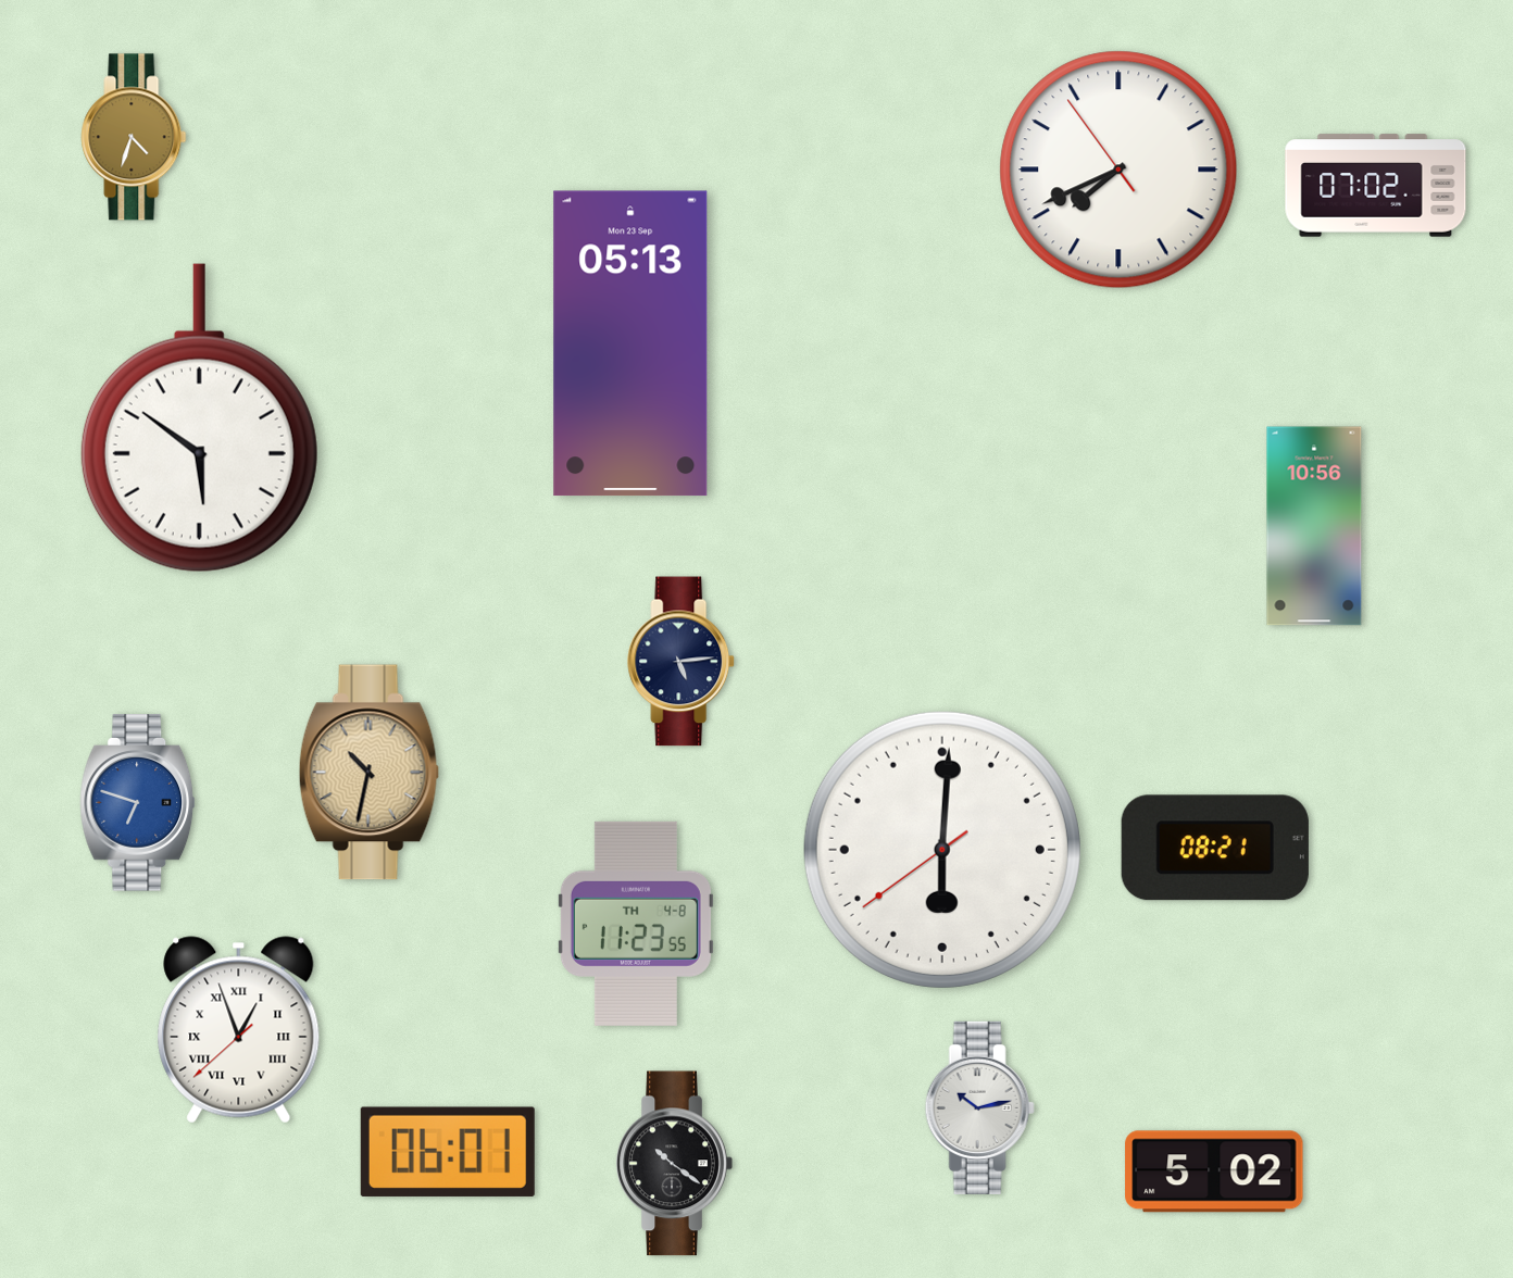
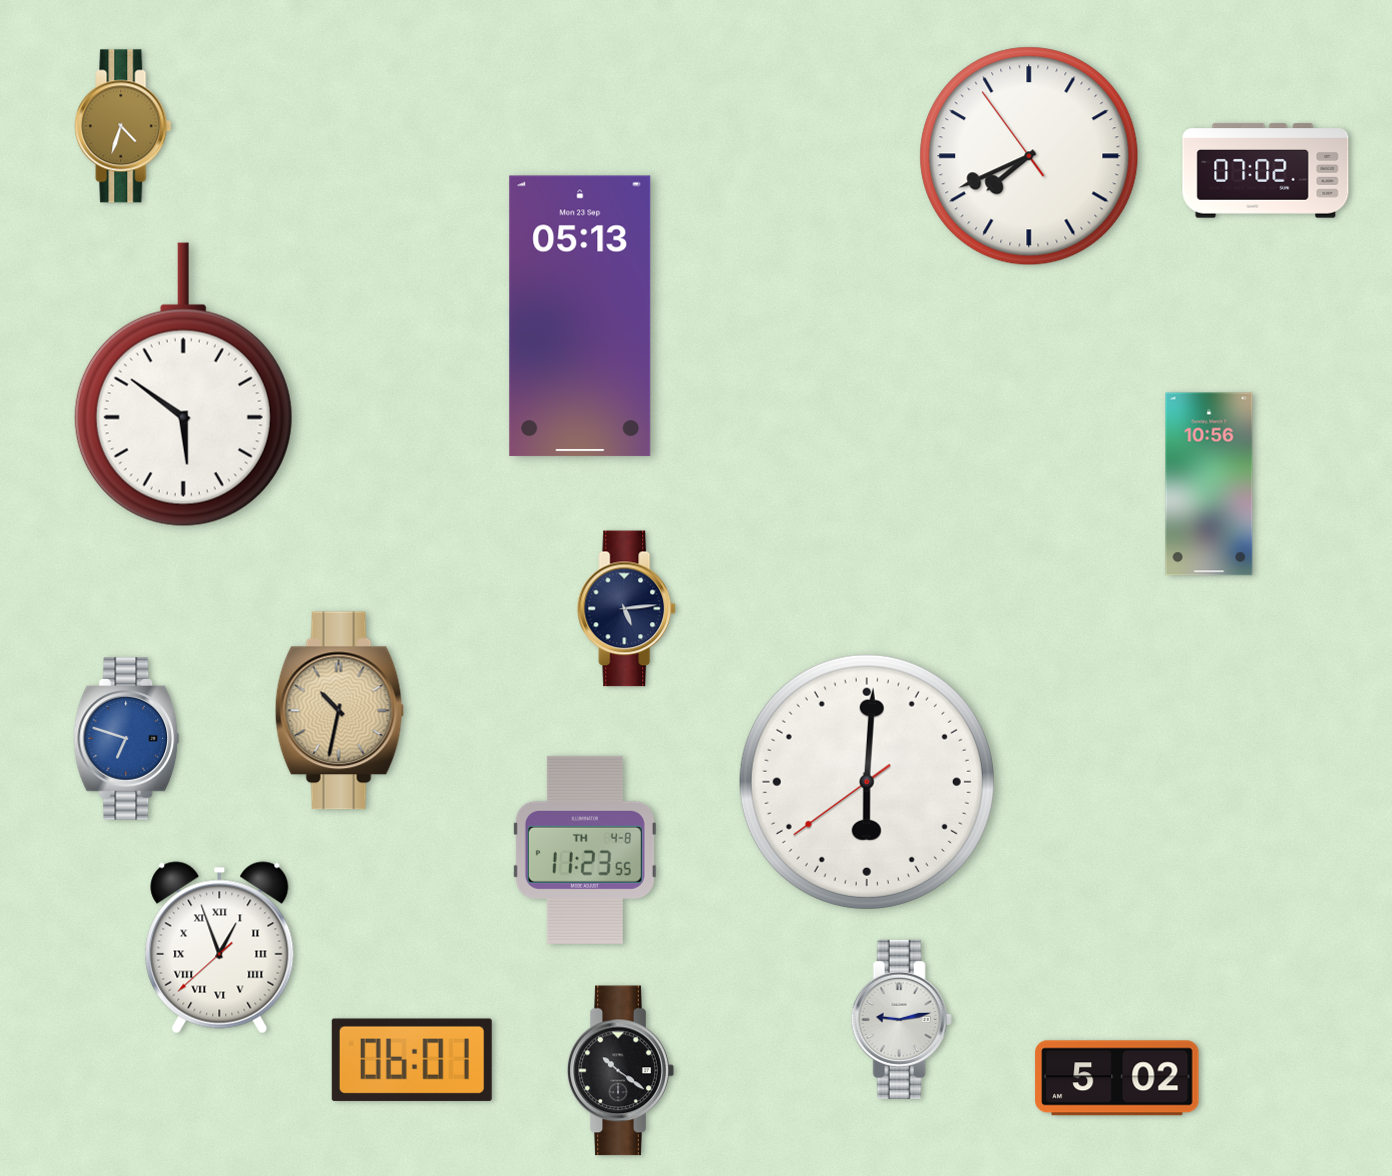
clock at (1215, 848): 08:21 -> none
clock at (979, 1107): 10:13 -> 9:13
